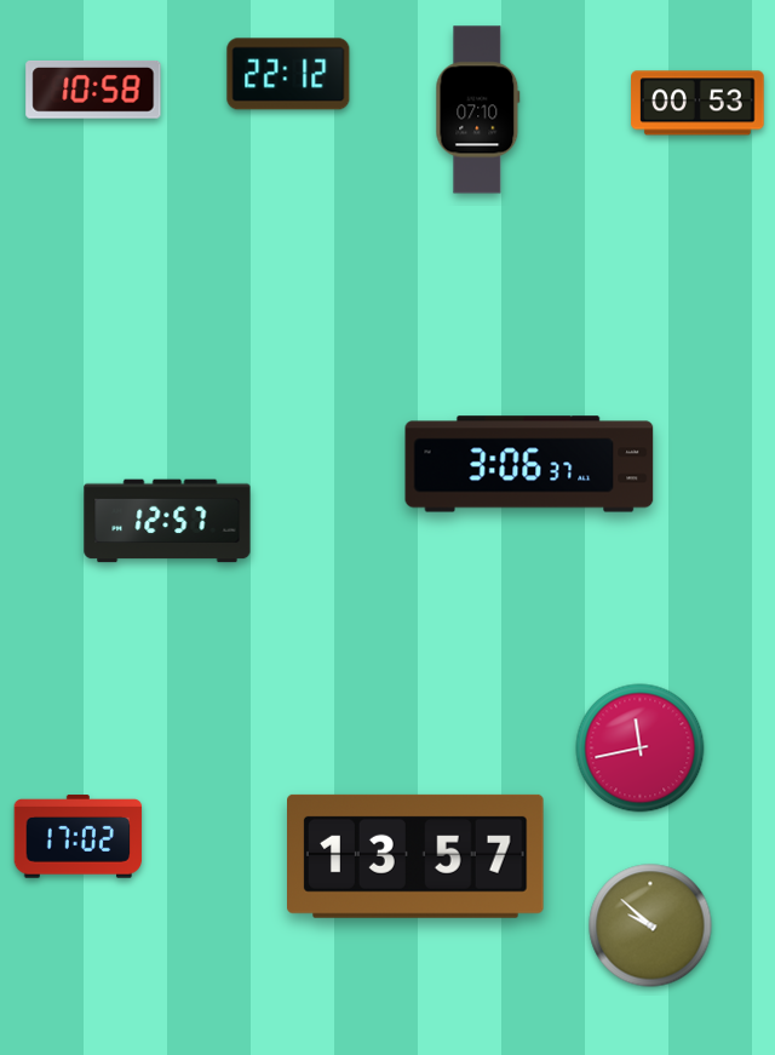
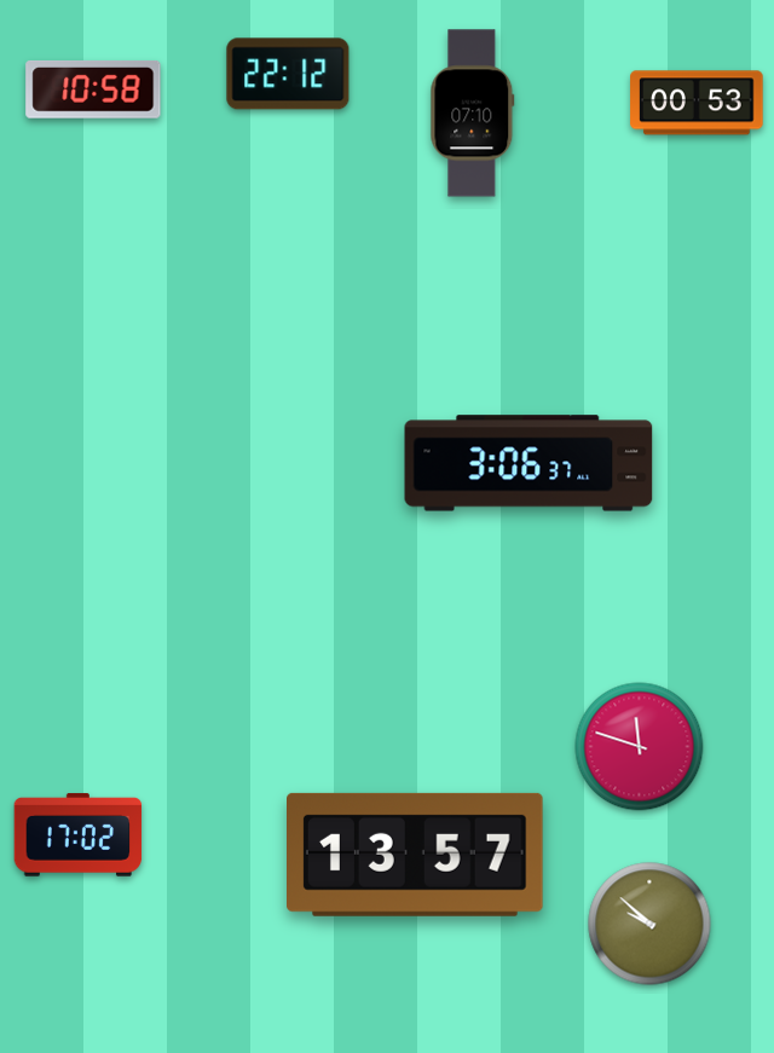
clock at (478, 110) position: (478, 110) -> (473, 114)
clock at (167, 521): 12:57 -> none
clock at (641, 749): 11:43 -> 11:48
